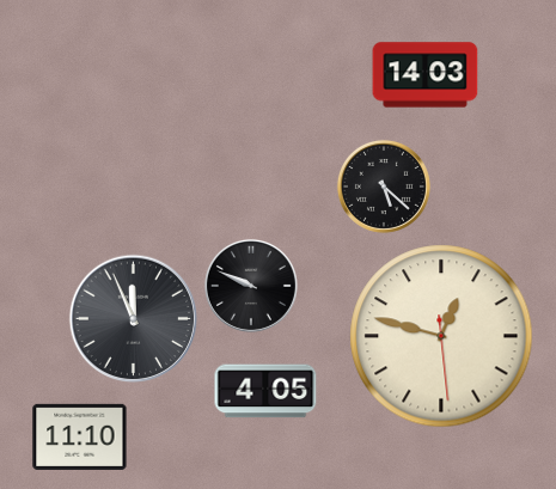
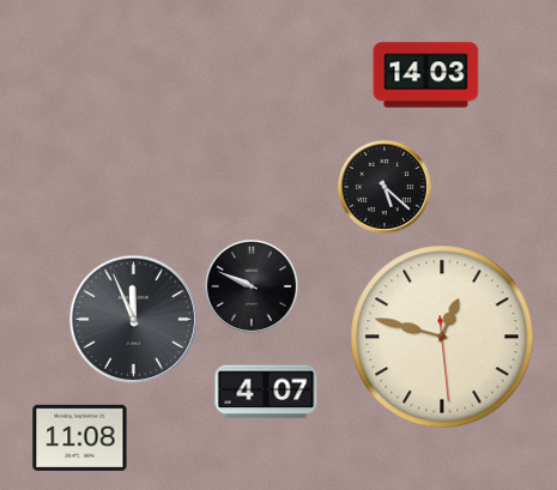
clock at (265, 391): 4:05 -> 4:07
clock at (80, 436): 11:10 -> 11:08
